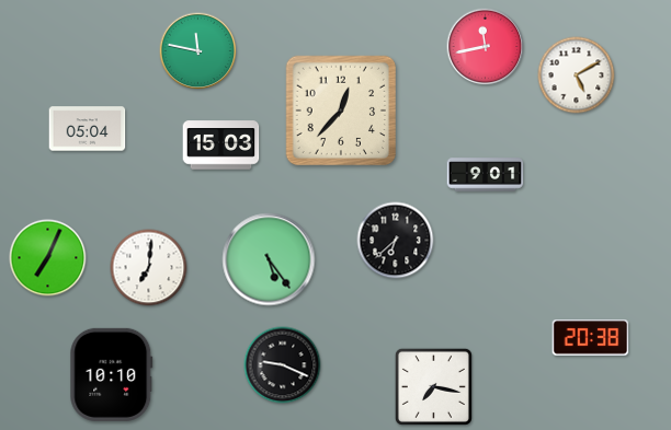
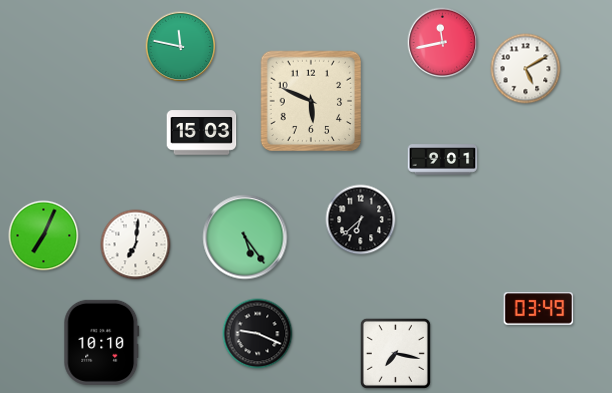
clock at (340, 109): 12:37 -> 5:49
clock at (88, 129): 05:04 -> none
clock at (591, 338): 20:38 -> 03:49
